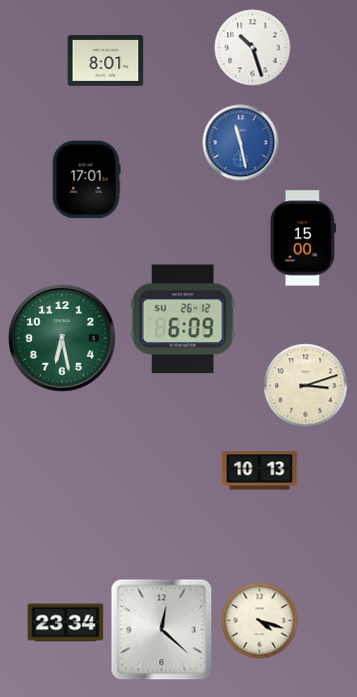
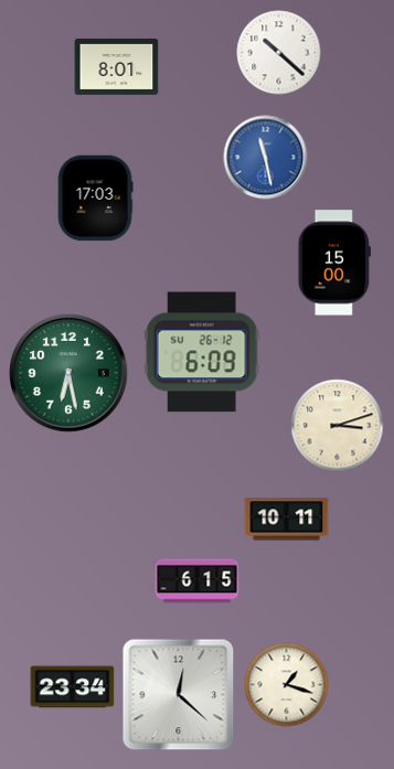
clock at (253, 48): 10:27 -> 10:22
clock at (86, 180): 17:01 -> 17:03
clock at (260, 471): 10:13 -> 10:11
clock at (198, 581): none -> 6:15
clock at (260, 621): 4:18 -> 1:18
